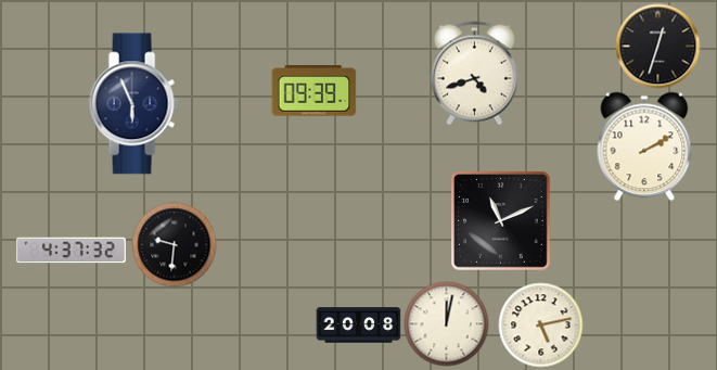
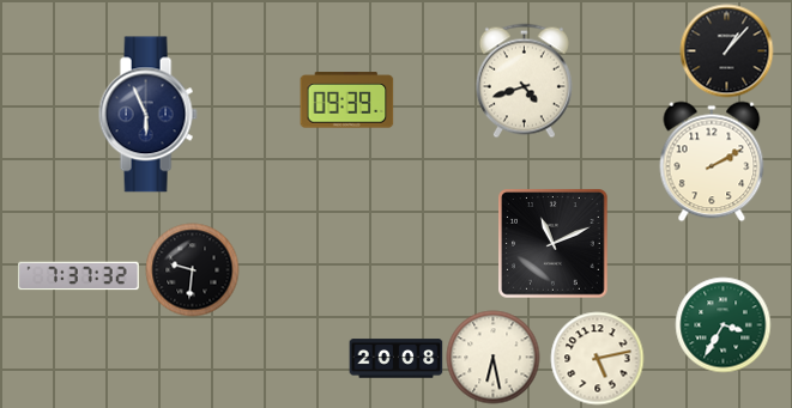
clock at (657, 46): 12:33 -> 1:07
clock at (72, 251): 4:37 -> 7:37
clock at (723, 324): none -> 3:35
clock at (446, 323): 12:02 -> 6:28
